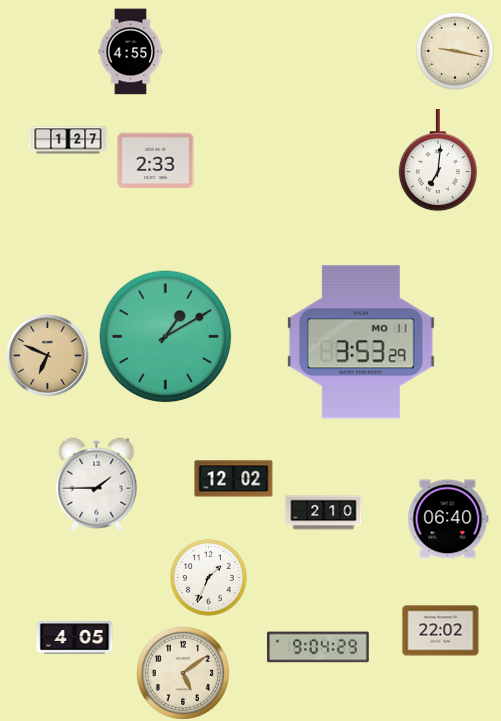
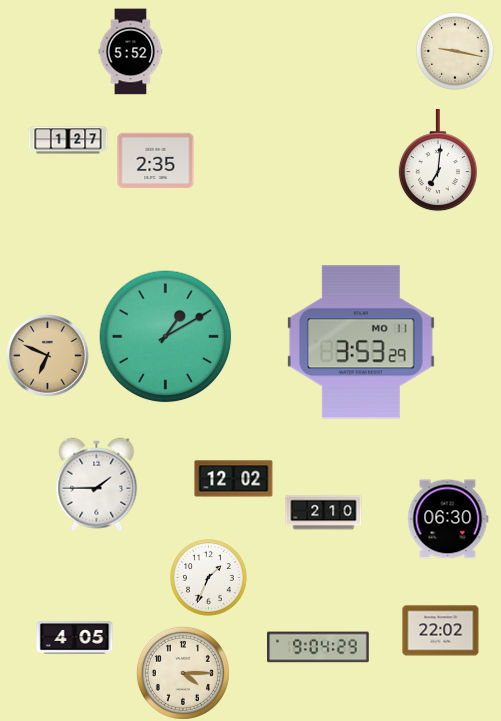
clock at (131, 52): 4:55 -> 5:52
clock at (156, 161): 2:33 -> 2:35
clock at (448, 519): 06:40 -> 06:30
clock at (183, 673): 5:09 -> 4:15
